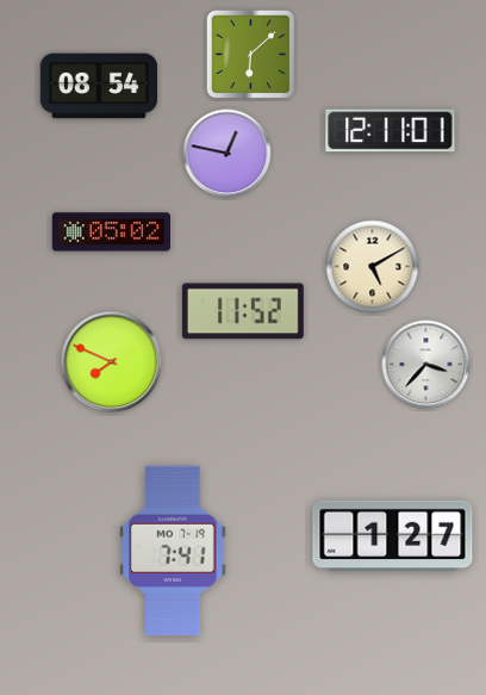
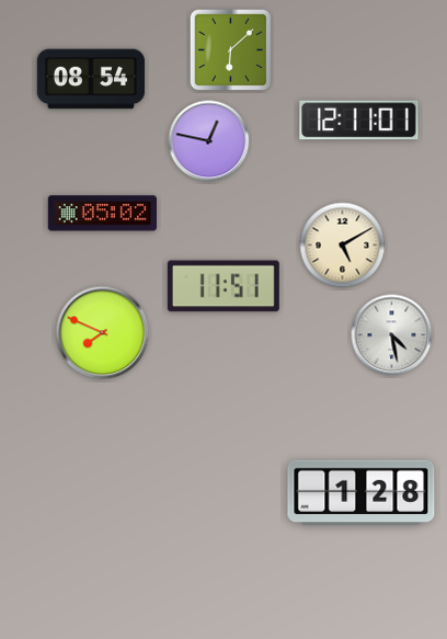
clock at (243, 311): 11:52 -> 11:51
clock at (426, 365): 3:37 -> 4:28
clock at (393, 535): 1:27 -> 1:28
clock at (174, 550): 7:41 -> none
